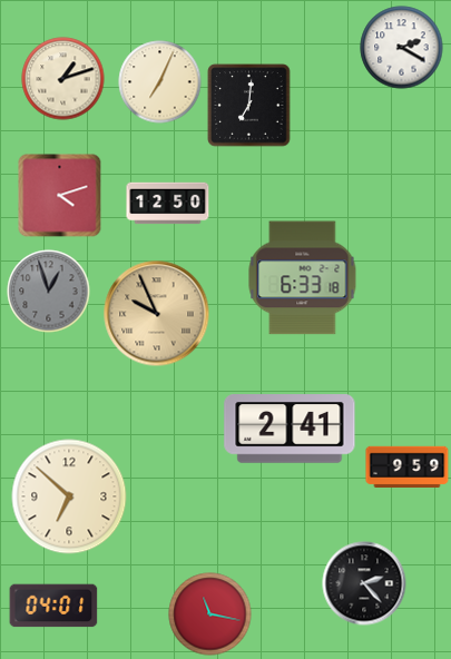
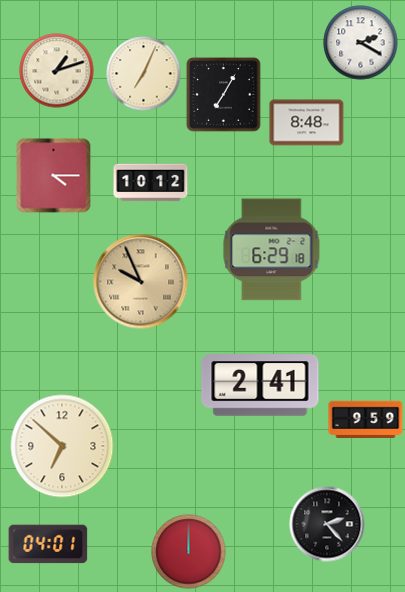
clock at (249, 106): 7:01 -> 7:05
clock at (307, 123): none -> 8:48
clock at (60, 196): 4:12 -> 4:15
clock at (168, 204): 12:50 -> 10:12
clock at (303, 278): 6:33 -> 6:29
clock at (49, 292): 12:57 -> none
clock at (210, 614): 11:17 -> 12:00
